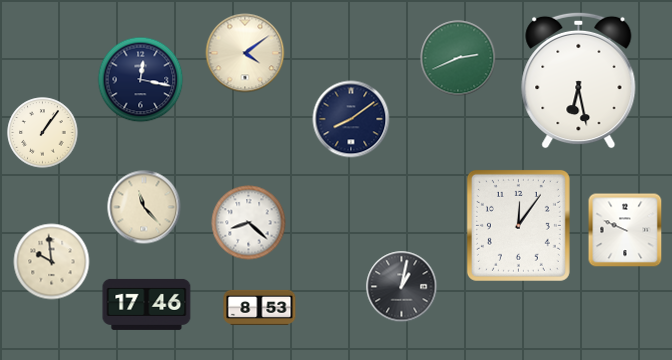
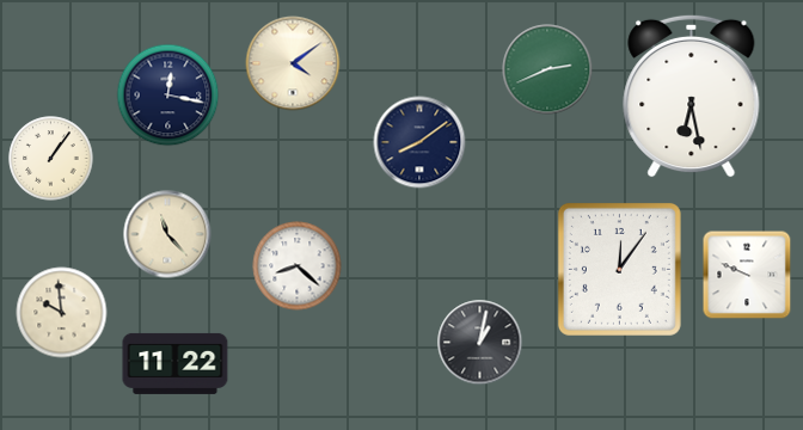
clock at (144, 207) position: (144, 207) -> (167, 234)
clock at (147, 304): 17:46 -> 11:22
clock at (260, 307): 8:53 -> none
